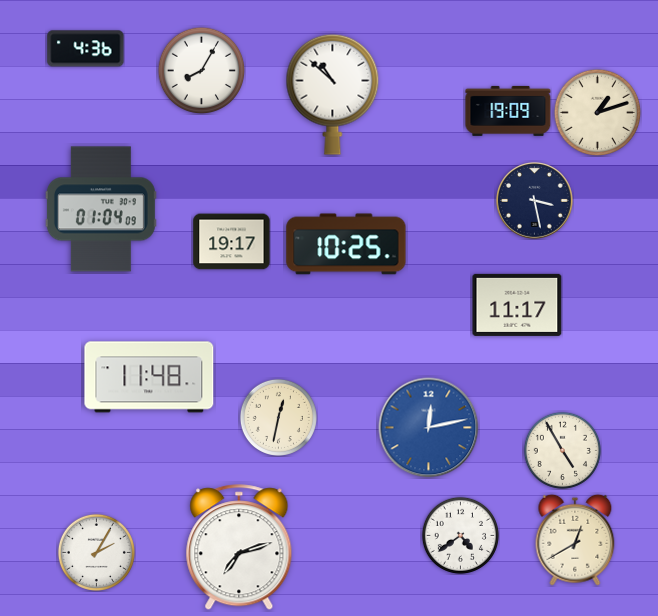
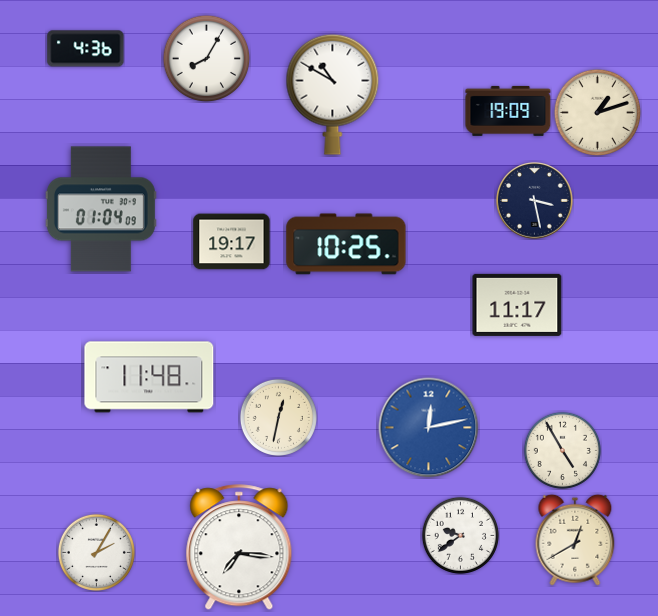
clock at (201, 70) position: (201, 70) -> (206, 58)
clock at (333, 94): 10:52 -> 10:50
clock at (460, 535): 4:39 -> 9:39
clock at (239, 548): 7:12 -> 7:16
